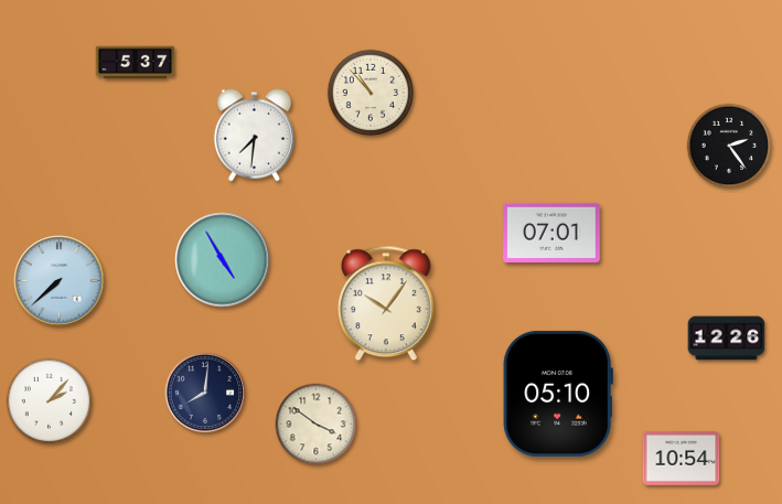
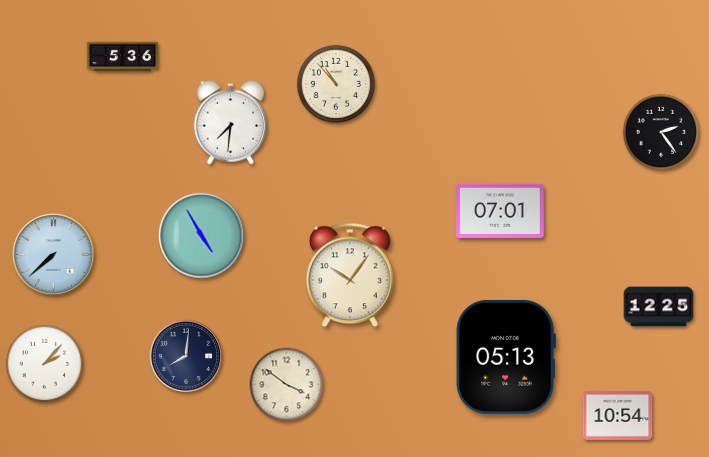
clock at (136, 63): 5:37 -> 5:36
clock at (727, 339): 12:26 -> 12:25
clock at (558, 394): 05:10 -> 05:13
